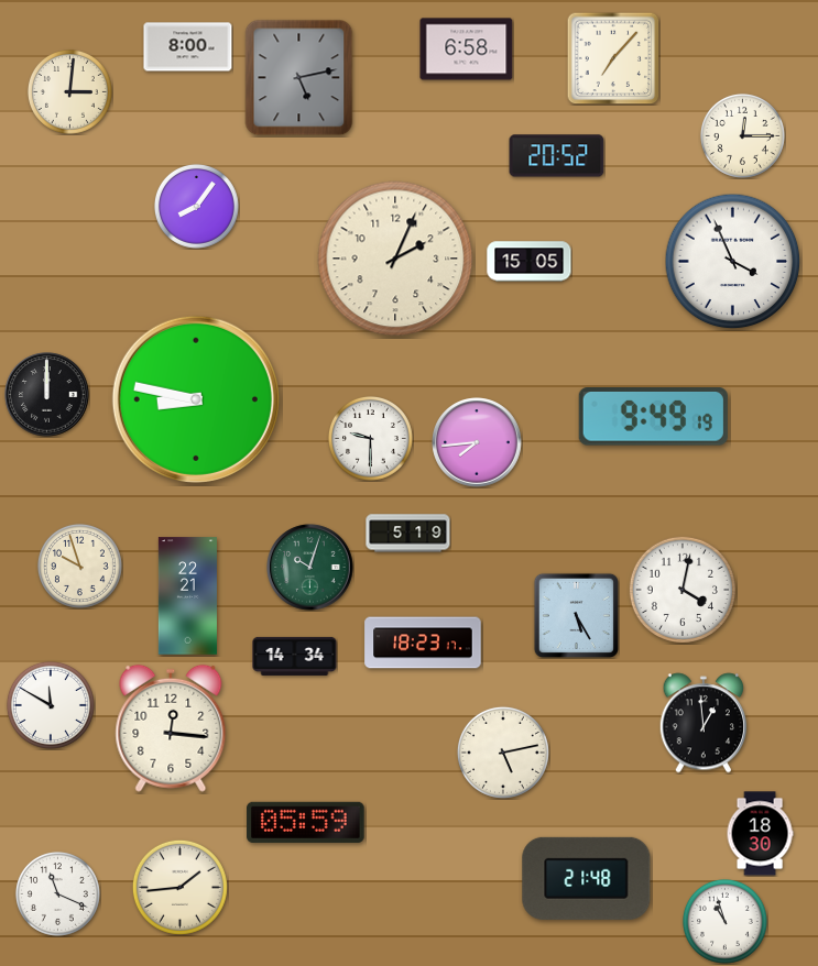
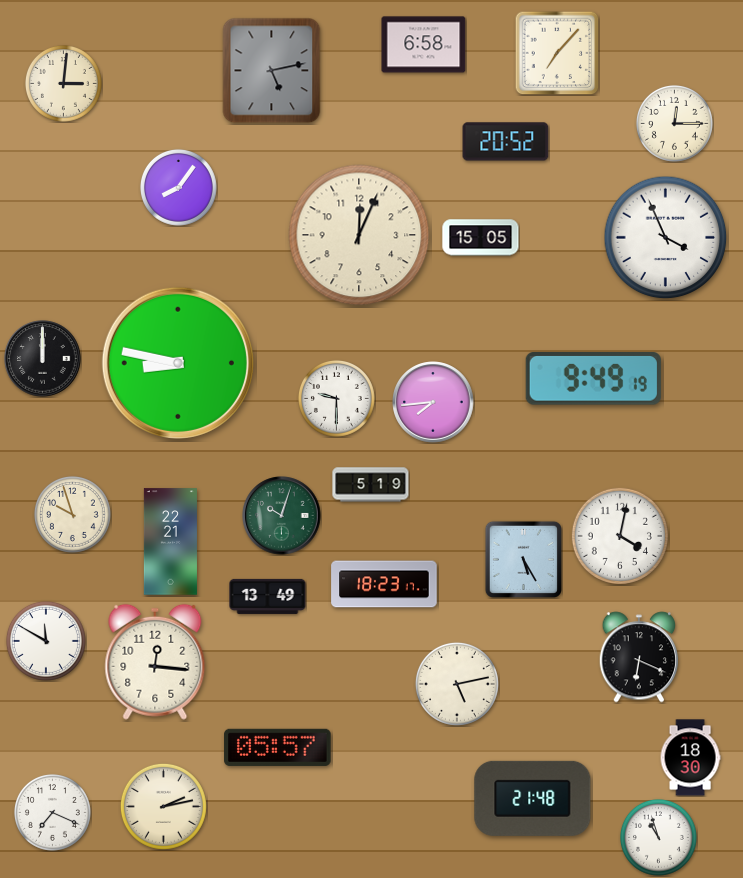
clock at (188, 47): 8:00 -> none
clock at (395, 259): 2:04 -> 12:04
clock at (295, 656): 14:34 -> 13:49
clock at (704, 723): 12:59 -> 6:19
clock at (306, 822): 05:59 -> 05:57
clock at (179, 887): 1:44 -> 2:13
clock at (57, 893): 11:19 -> 7:19
